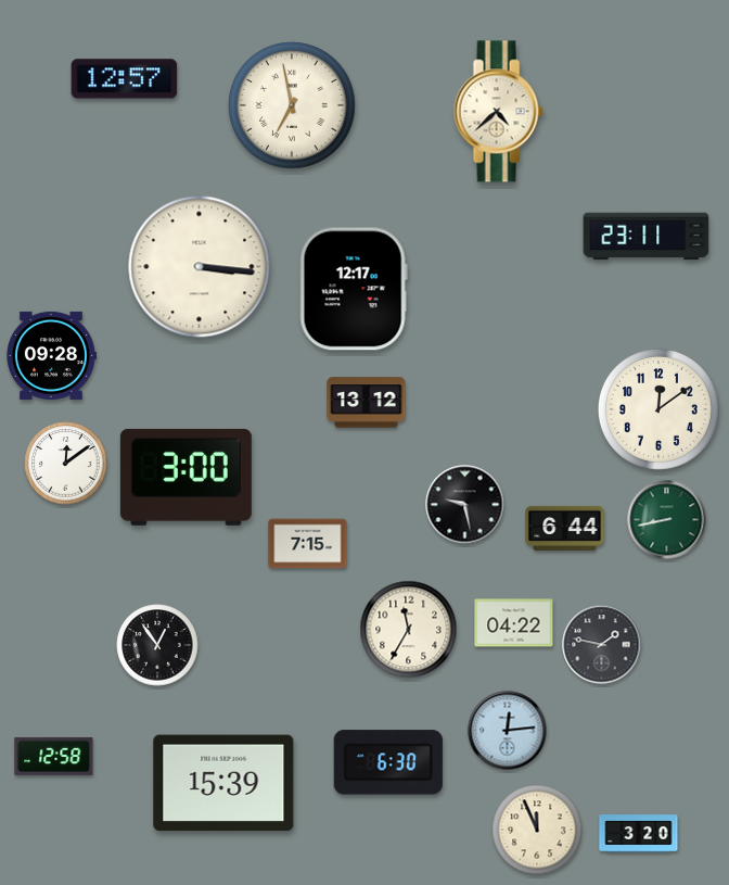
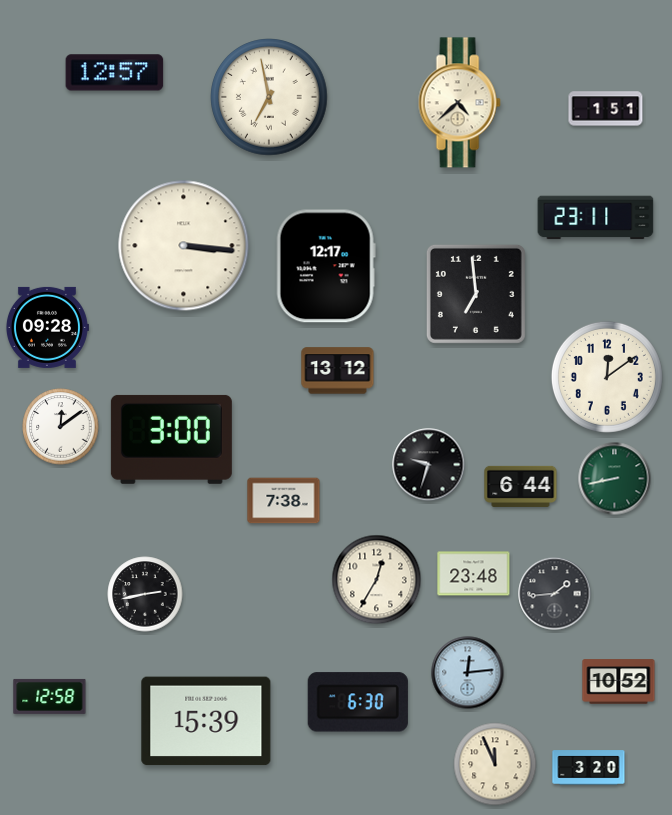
clock at (606, 109): none -> 1:51
clock at (476, 294): none -> 6:59
clock at (465, 505): 9:28 -> 9:33
clock at (308, 544): 7:15 -> 7:38
clock at (514, 623): 04:22 -> 23:48
clock at (409, 630): 11:35 -> 12:35
clock at (157, 645): 12:54 -> 2:43
clock at (602, 645): 1:47 -> 1:44
clock at (619, 682): none -> 10:52
